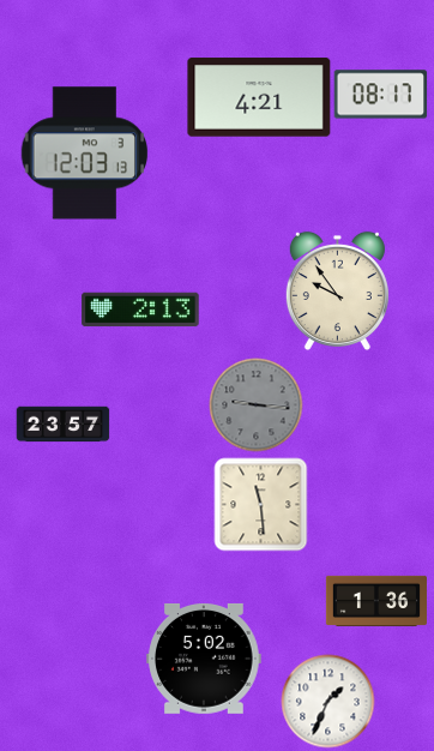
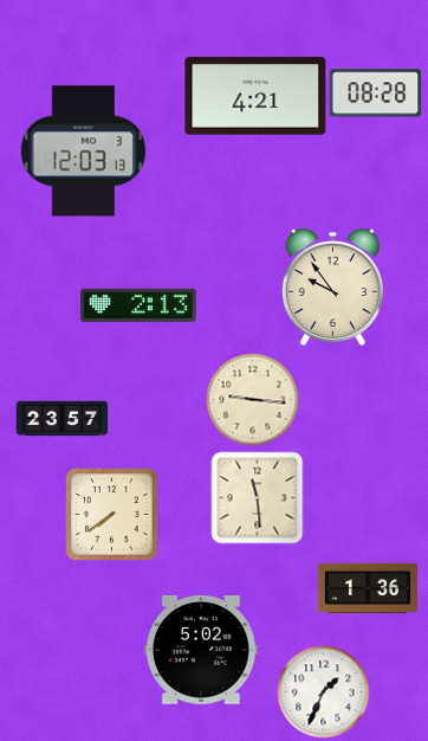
clock at (380, 95): 08:17 -> 08:28
clock at (255, 404) dial: grey -> cream
clock at (111, 514): none -> 7:39
clock at (376, 600) position: (376, 600) -> (368, 587)
